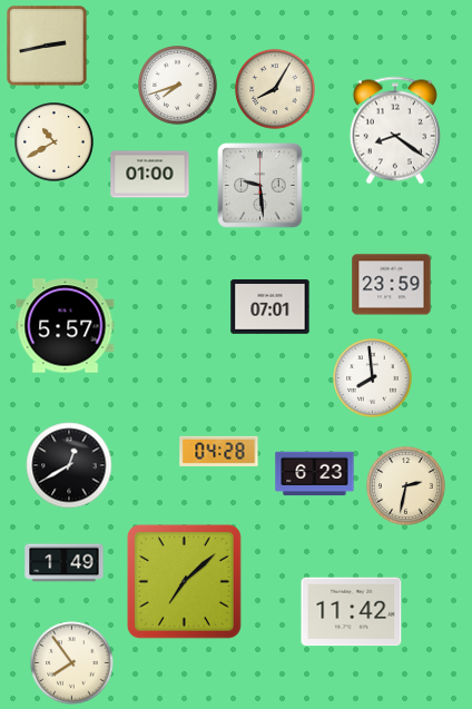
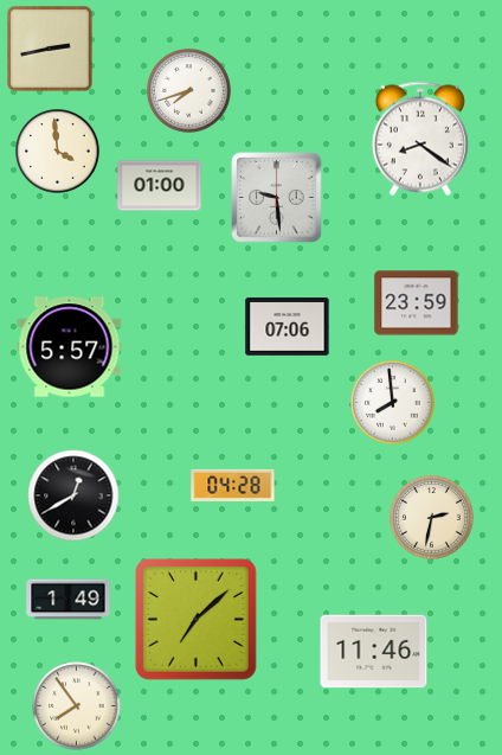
clock at (275, 89): 8:05 -> none
clock at (55, 142): 10:40 -> 3:59
clock at (271, 307): 07:01 -> 07:06
clock at (373, 378) position: (373, 378) -> (393, 403)
clock at (219, 451) position: (219, 451) -> (233, 485)
clock at (315, 474): 6:23 -> none
clock at (352, 612): 11:42 -> 11:46
